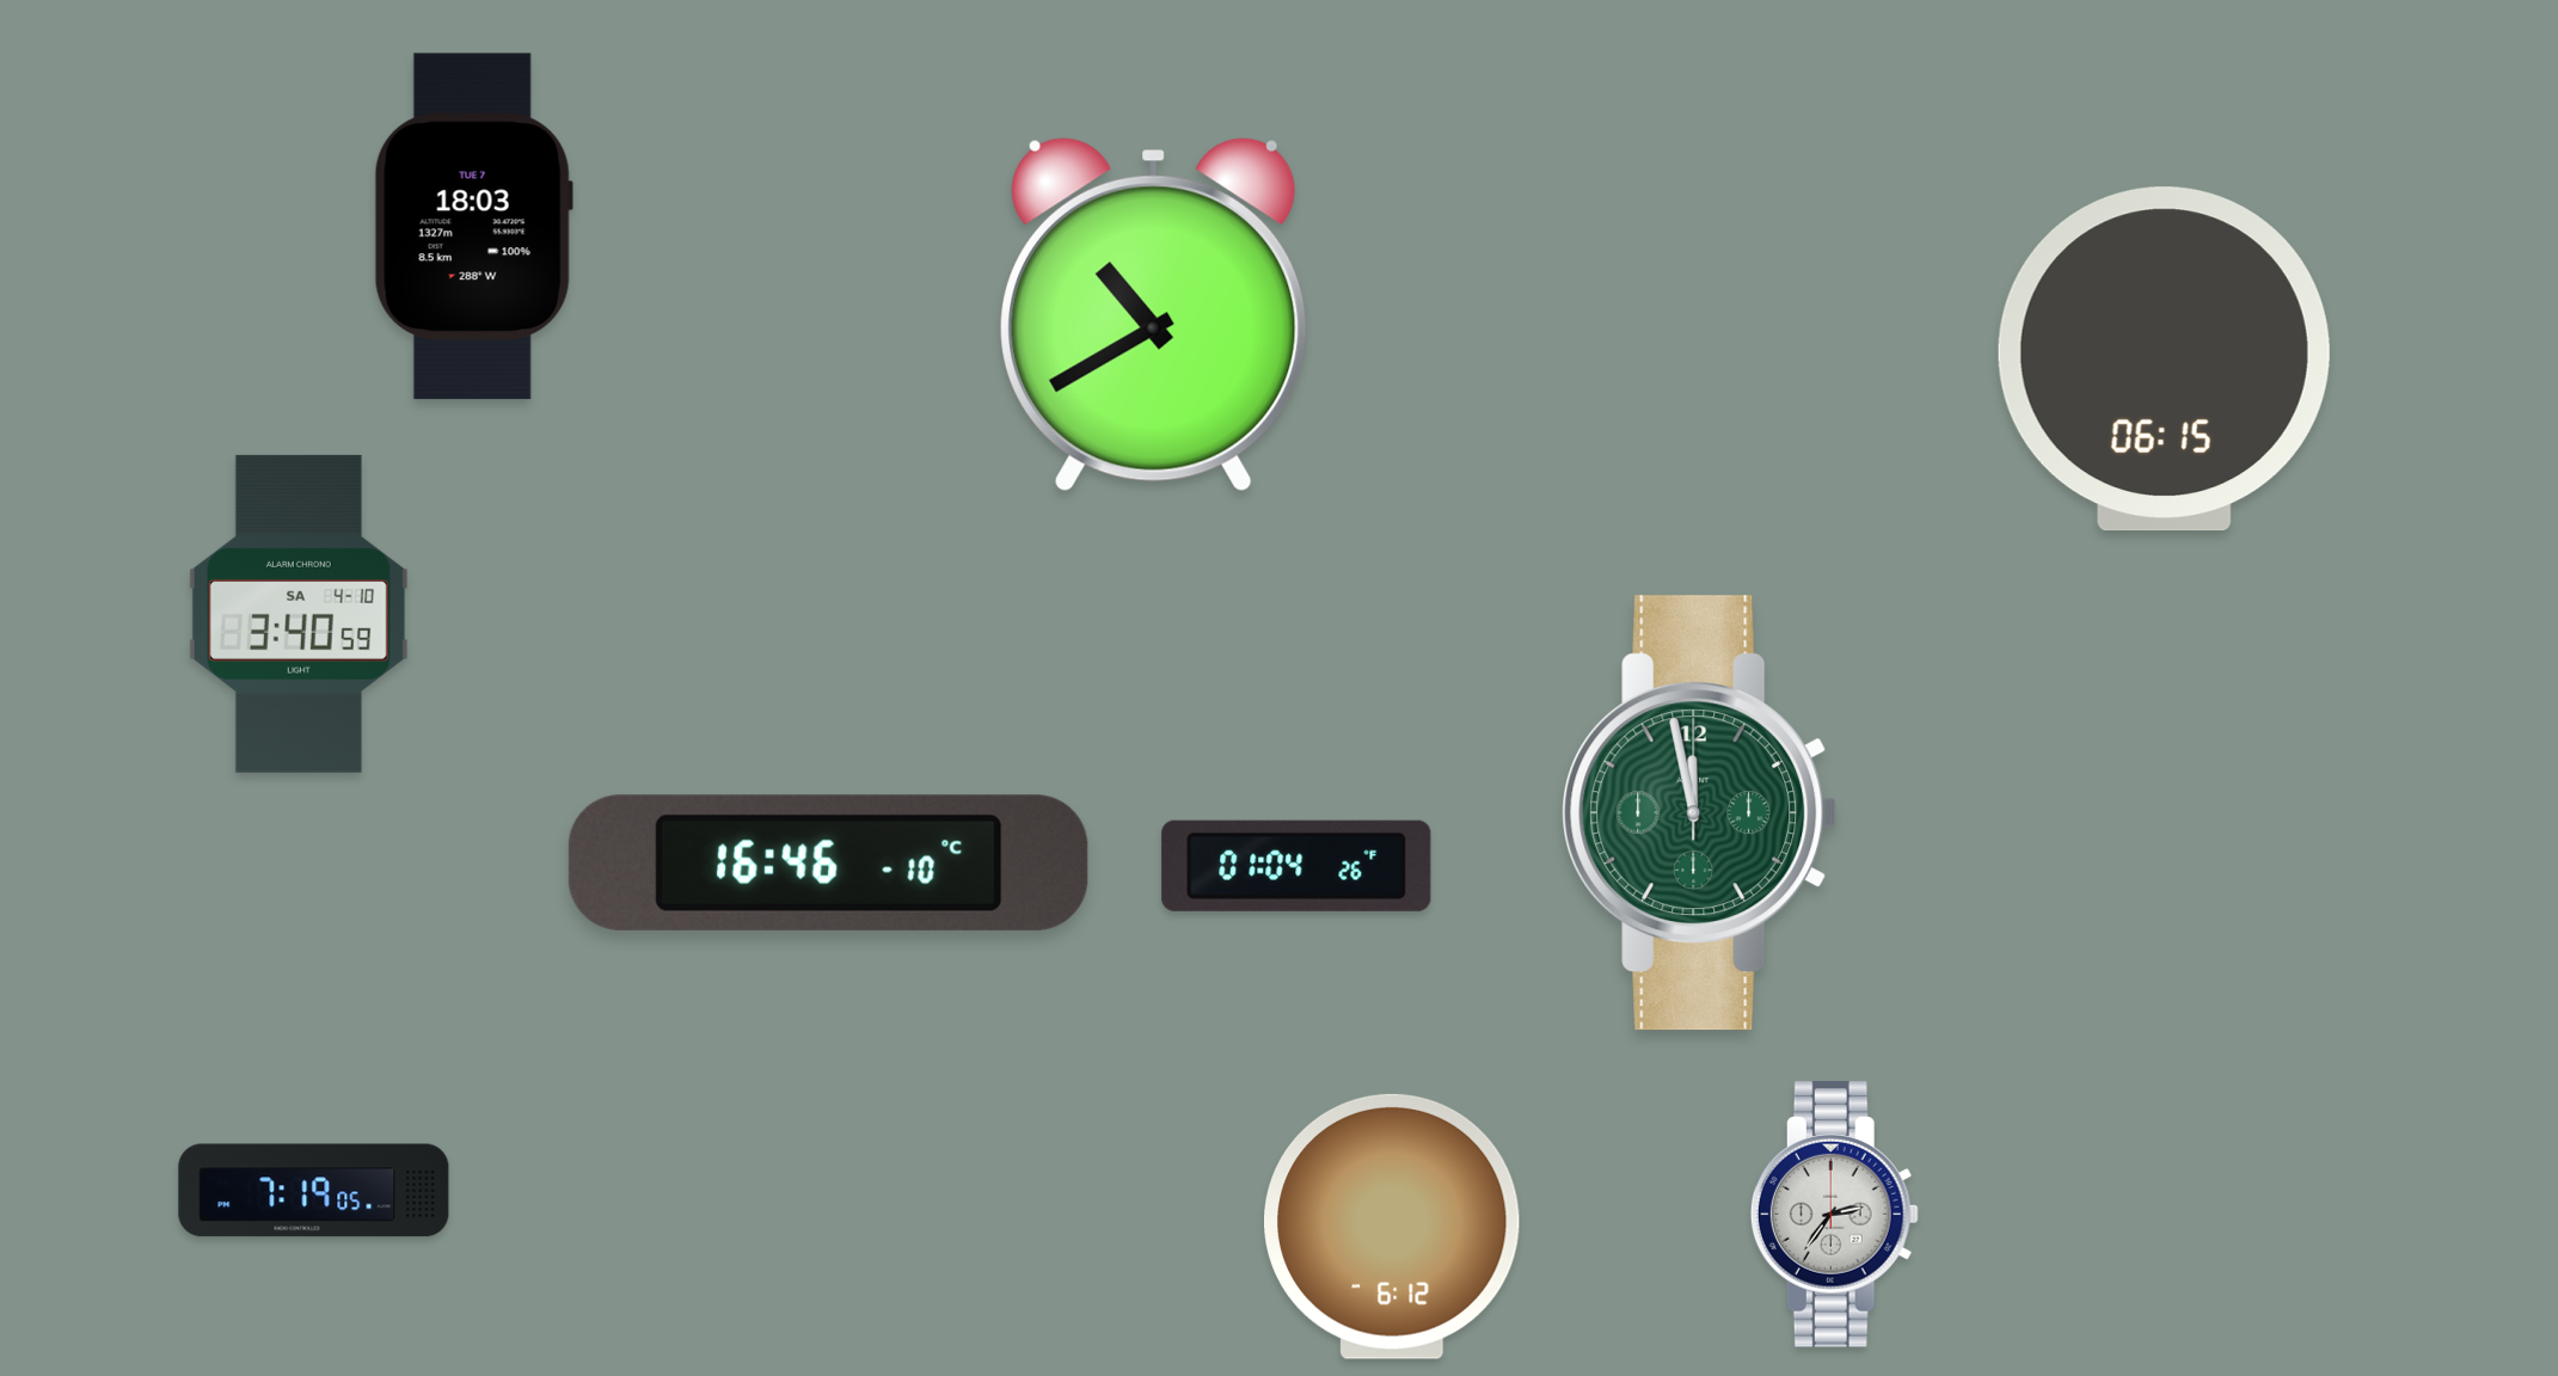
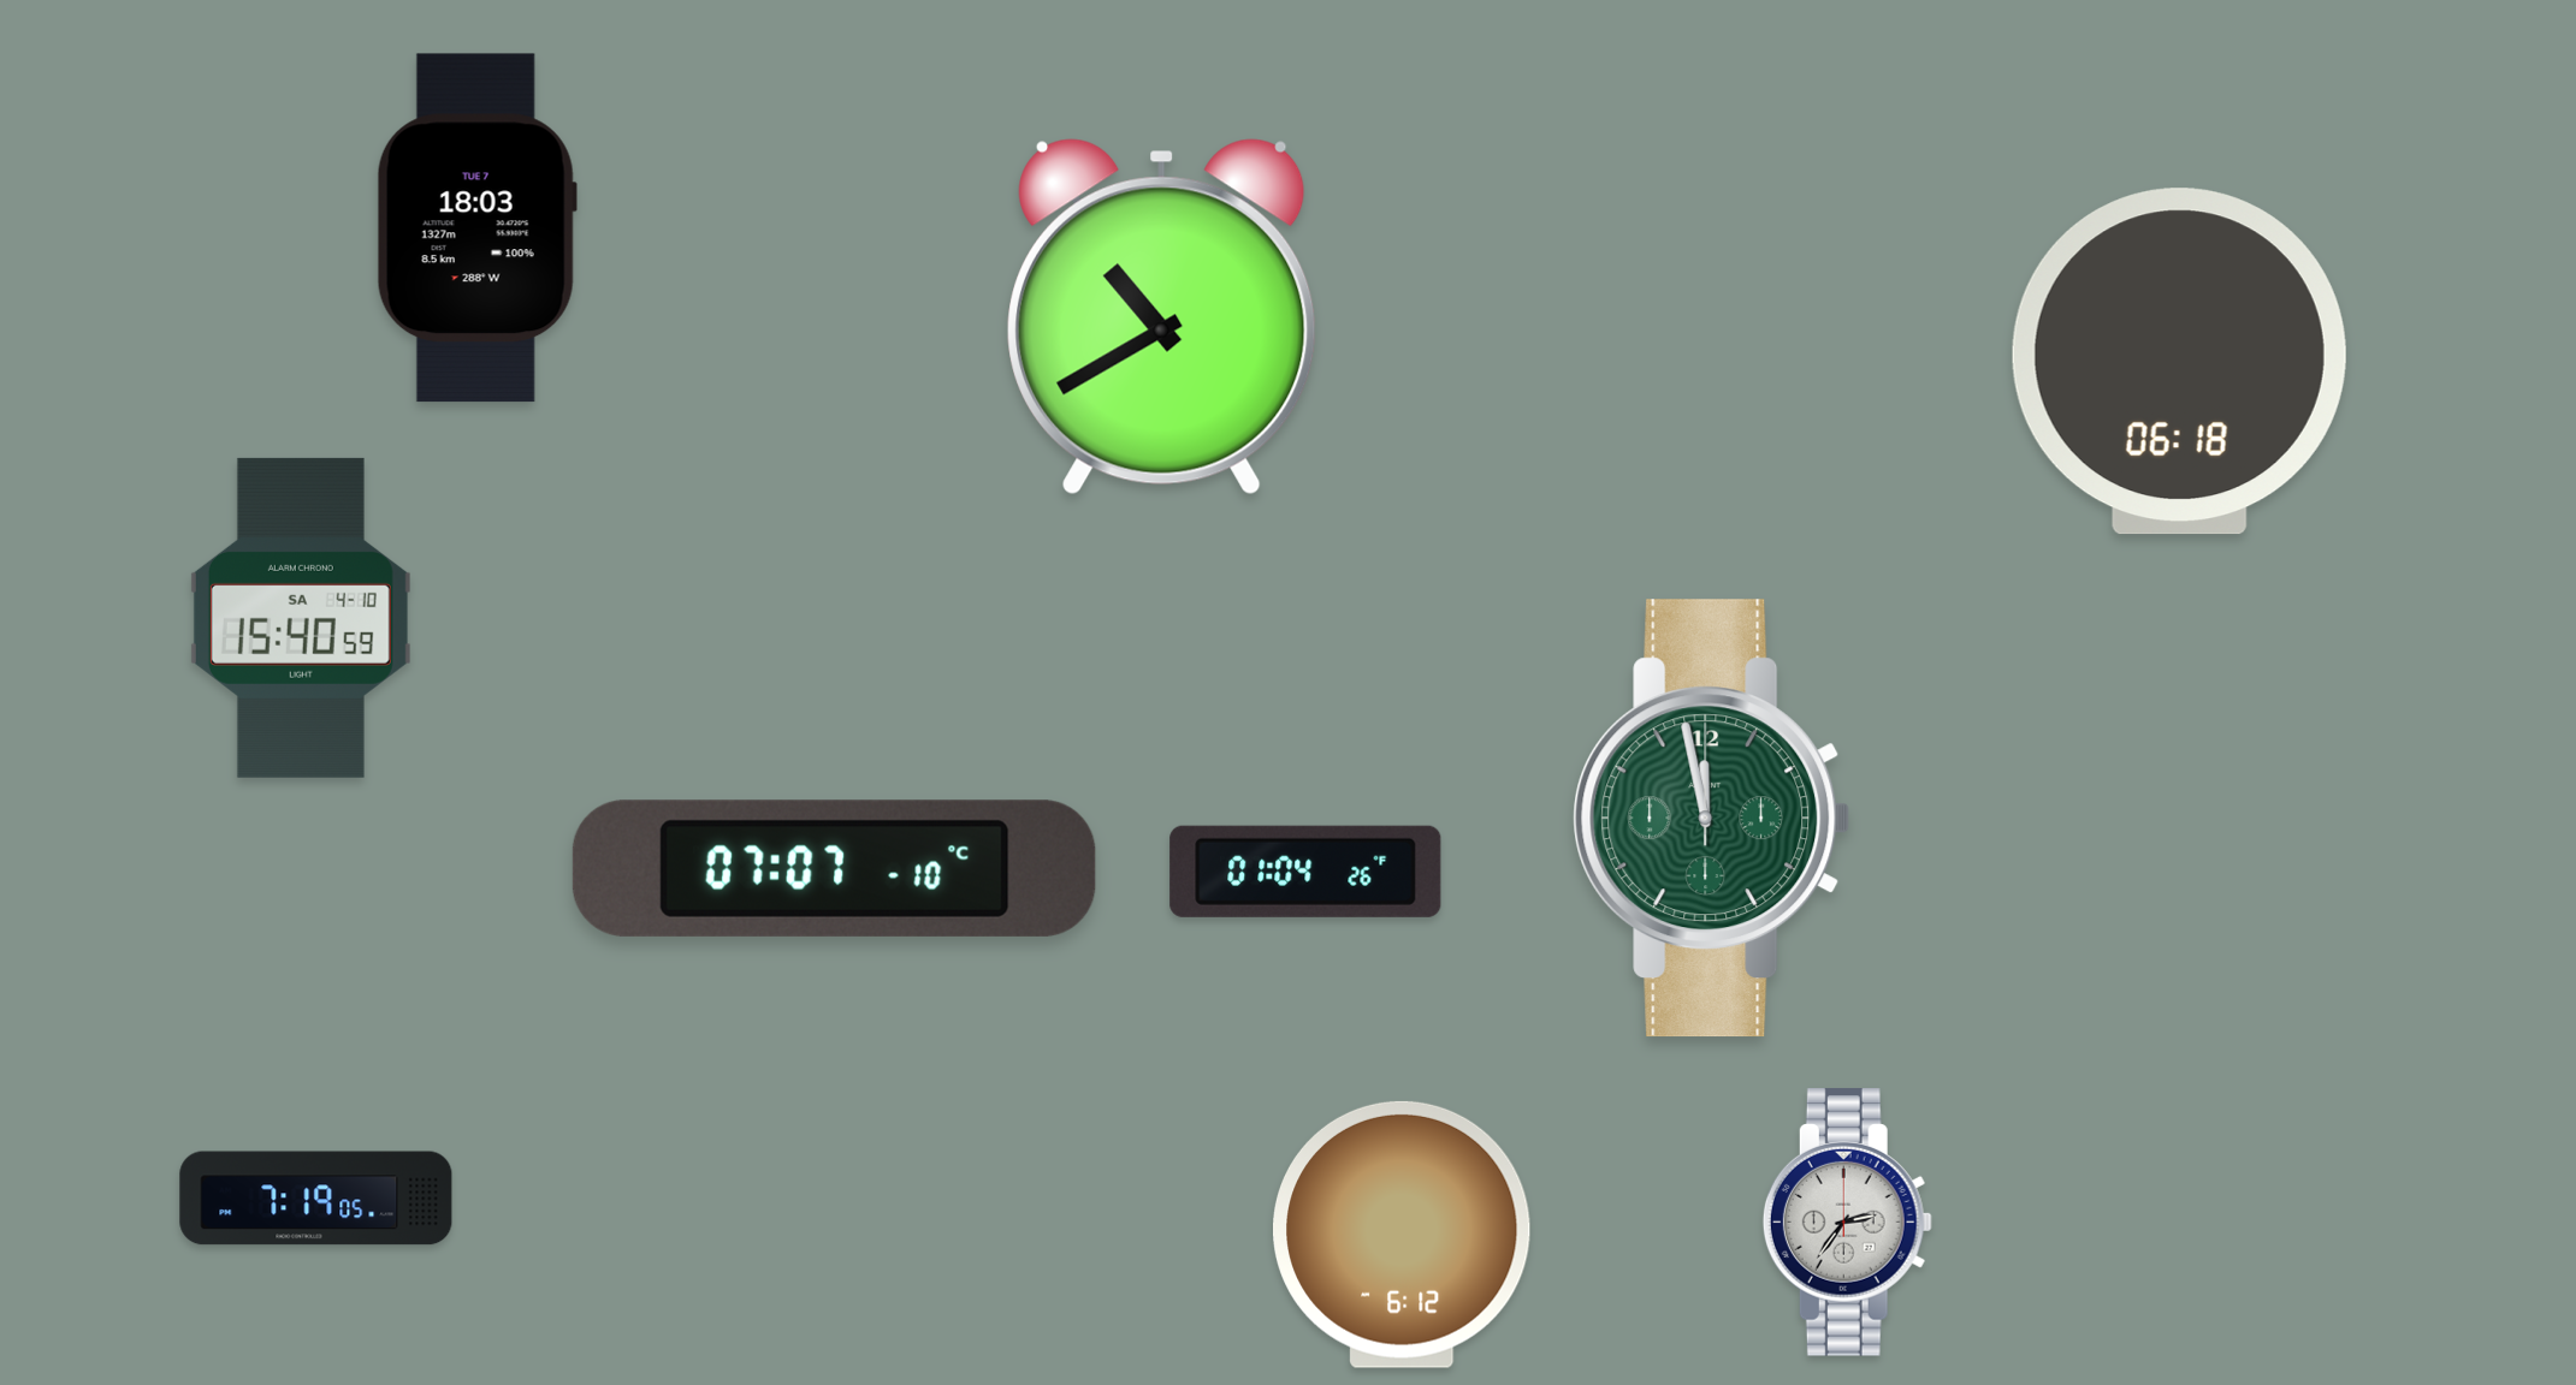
clock at (2164, 360): 06:15 -> 06:18
clock at (299, 614): 3:40 -> 15:40
clock at (828, 862): 16:46 -> 07:07
